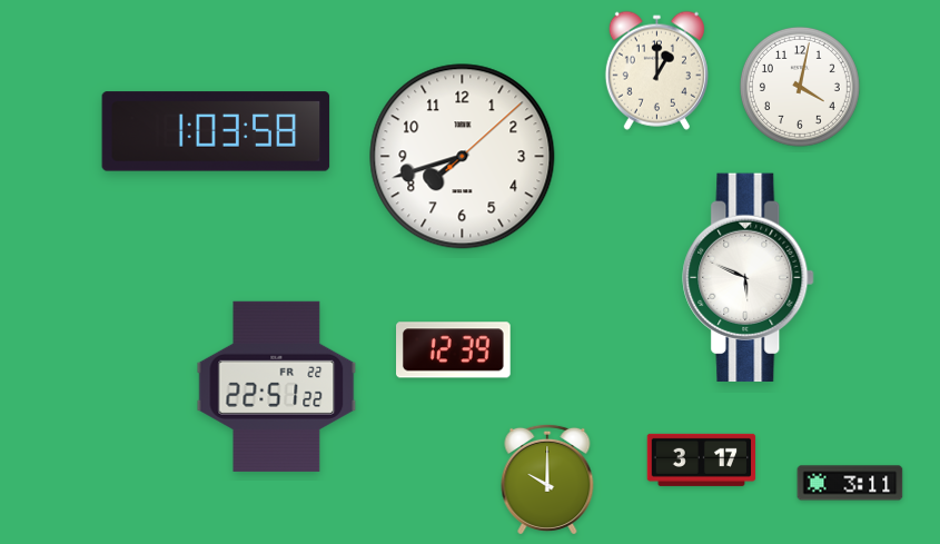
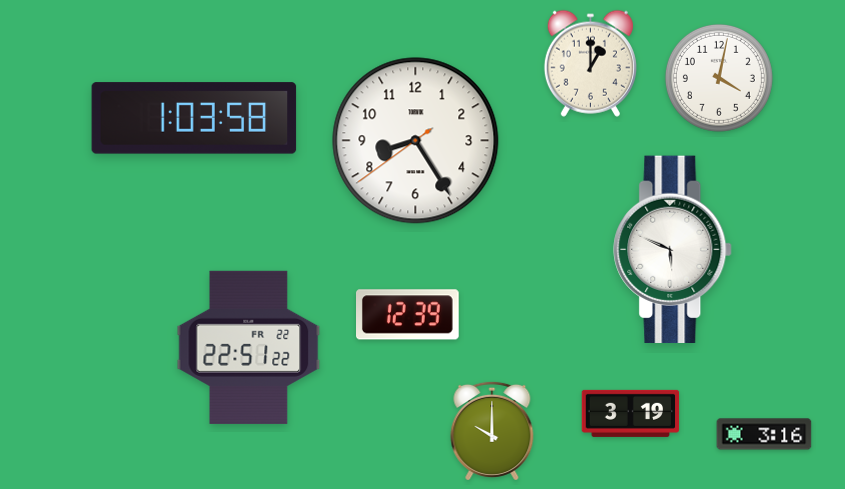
clock at (463, 157): 7:42 -> 8:24
clock at (702, 459): 3:17 -> 3:19
clock at (850, 483): 3:11 -> 3:16
